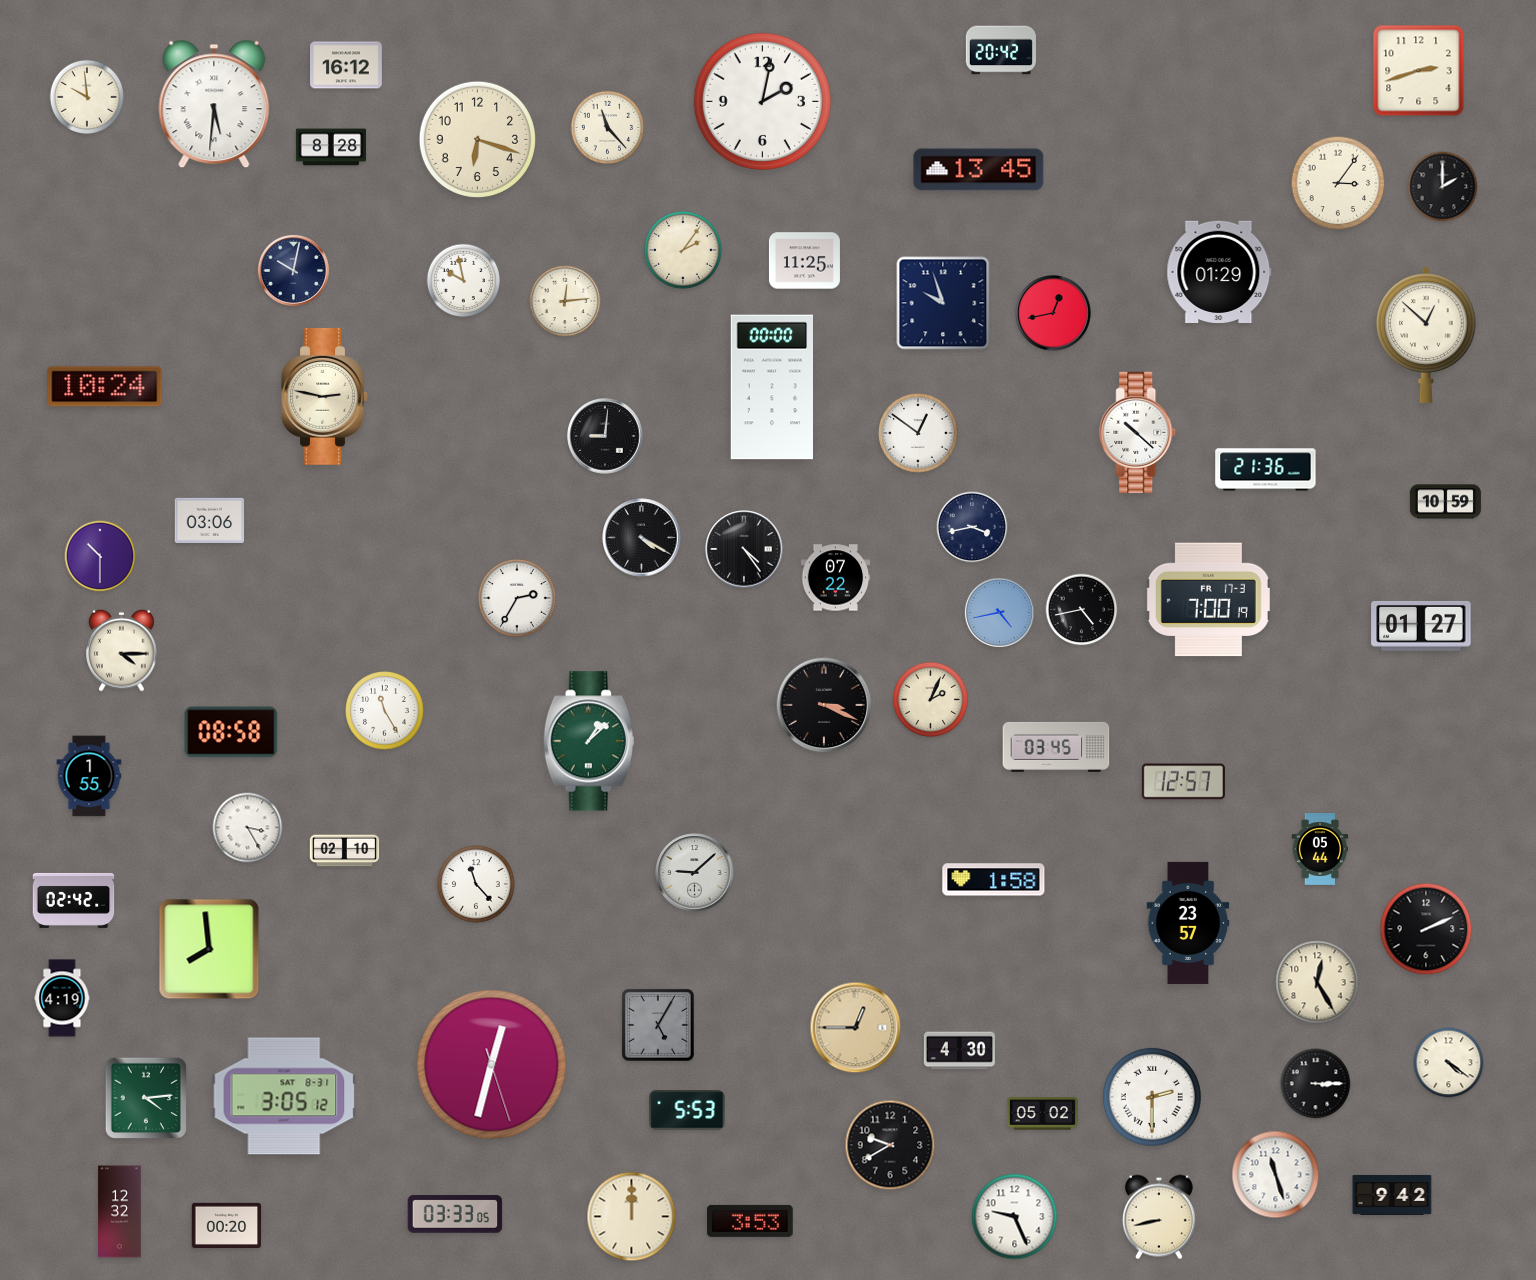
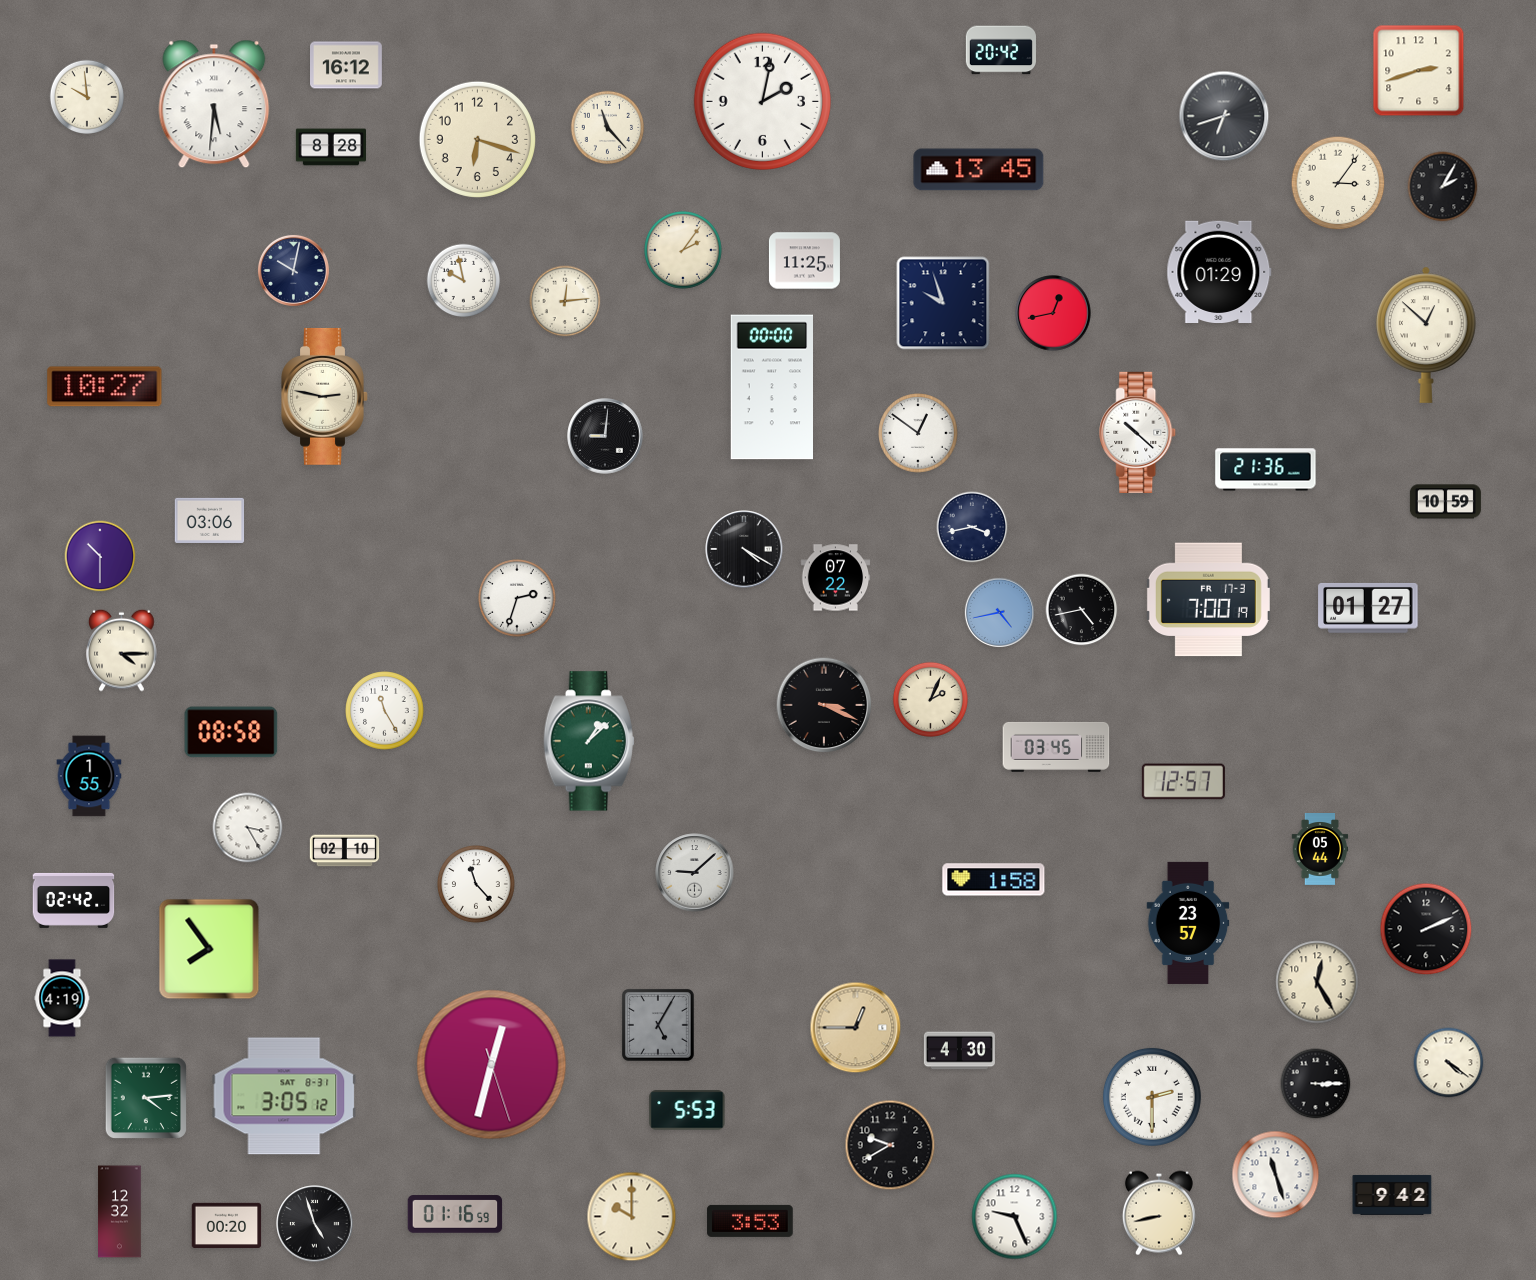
clock at (1224, 116): none -> 6:42
clock at (1443, 187): 2:00 -> 2:05
clock at (105, 387): 10:24 -> 10:27
clock at (642, 538): 4:20 -> none
clock at (744, 549): 4:24 -> 4:20
clock at (518, 599): 2:35 -> 2:33
clock at (1421, 626) position: (1421, 626) -> (1368, 608)
clock at (209, 949): 7:59 -> 7:54
clock at (1042, 1114): 05:02 -> none
clock at (455, 1214): 03:33 -> 01:16
clock at (632, 1217): 12:00 -> 10:00
clock at (1159, 1217) position: (1159, 1217) -> (1159, 1213)
clock at (315, 1224): none -> 4:57
